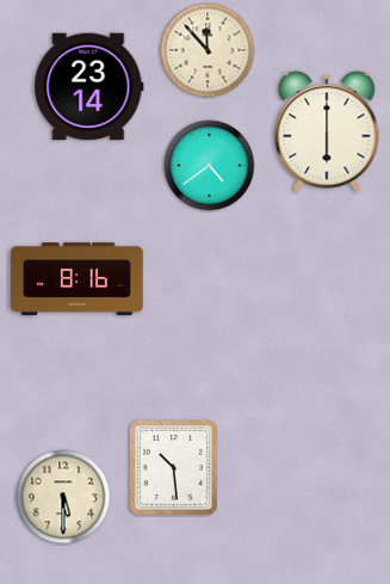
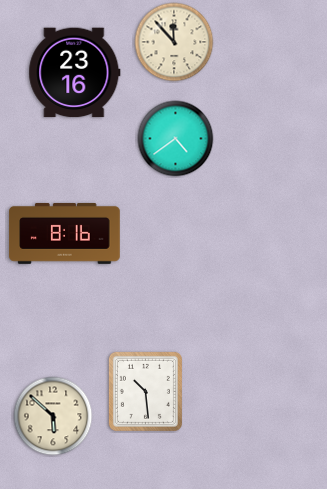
clock at (89, 87): 23:14 -> 23:16
clock at (327, 131): 6:00 -> none
clock at (63, 497): 5:30 -> 5:52
